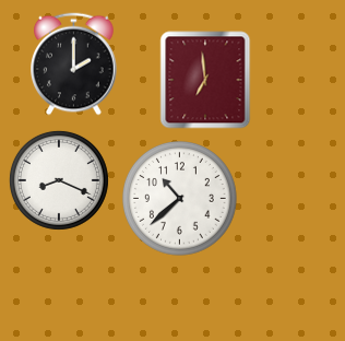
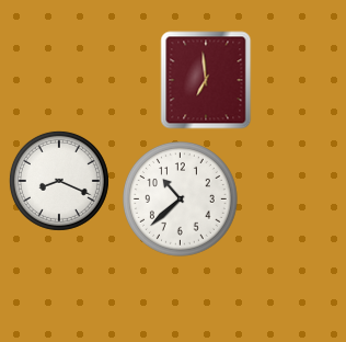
clock at (74, 64): 2:00 -> none
